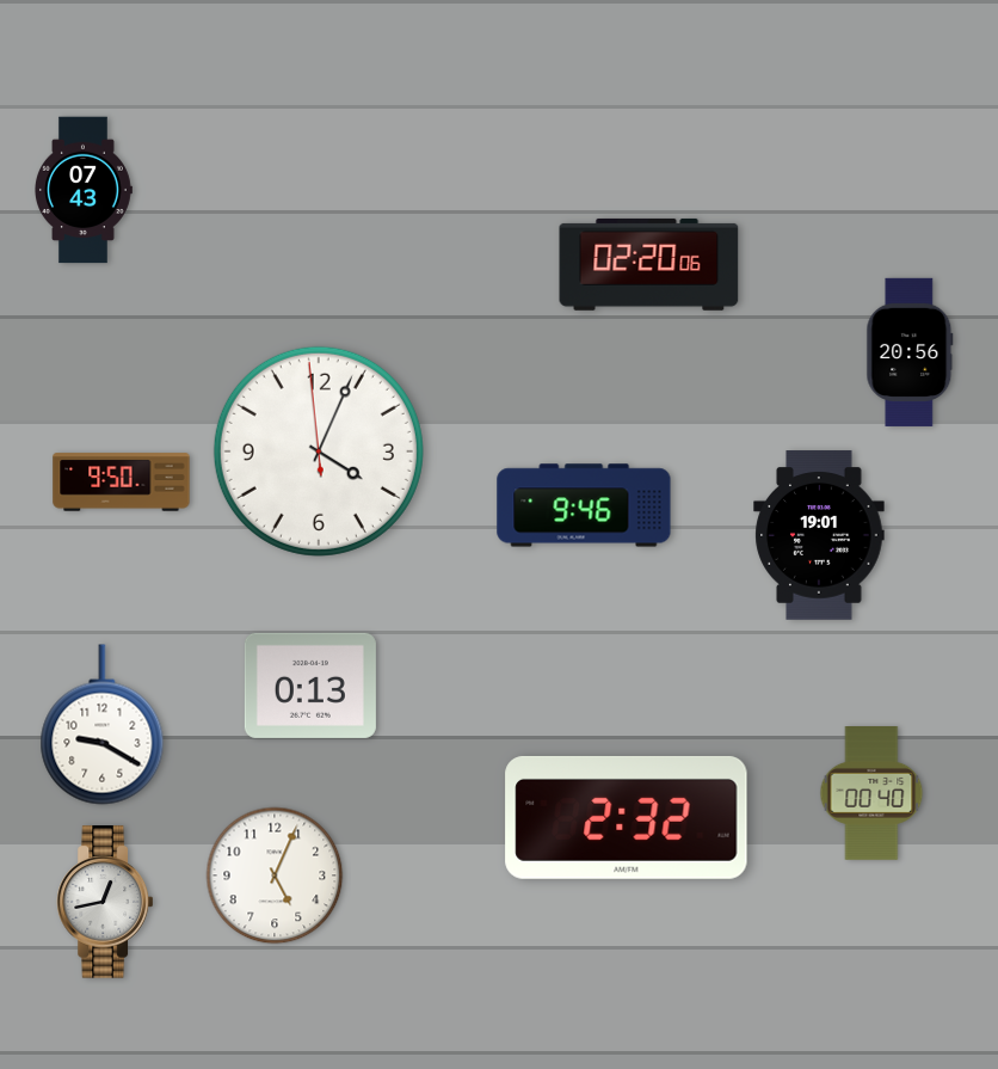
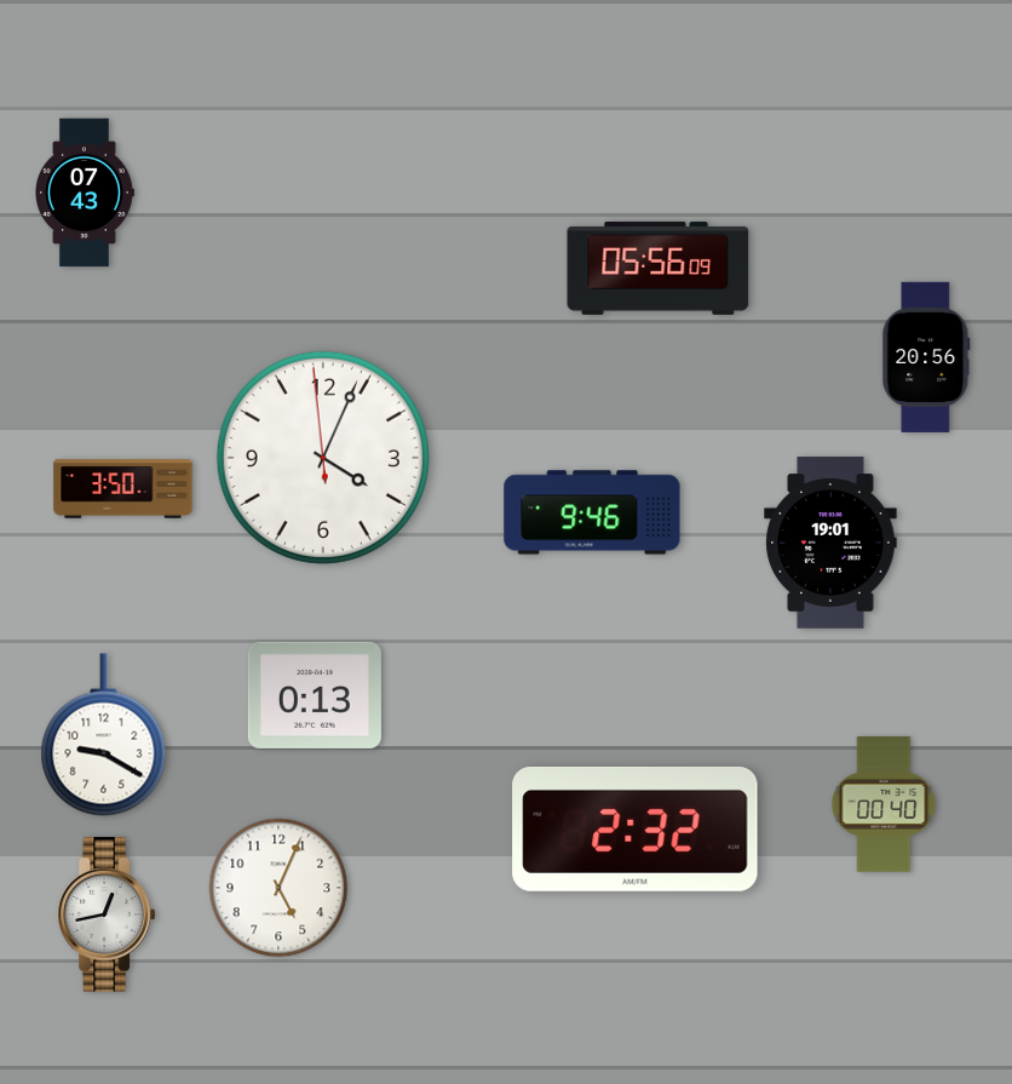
clock at (649, 264): 02:20 -> 05:56
clock at (910, 352) position: (910, 352) -> (926, 357)
clock at (122, 483): 9:50 -> 3:50
